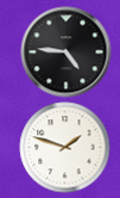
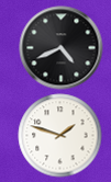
clock at (67, 52): 4:46 -> 4:41
